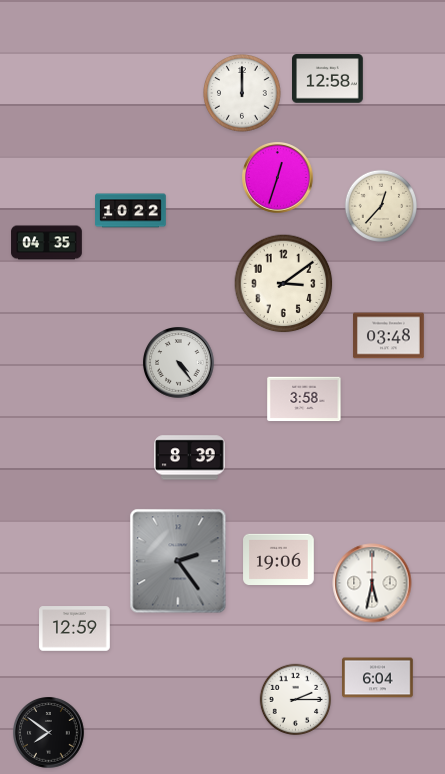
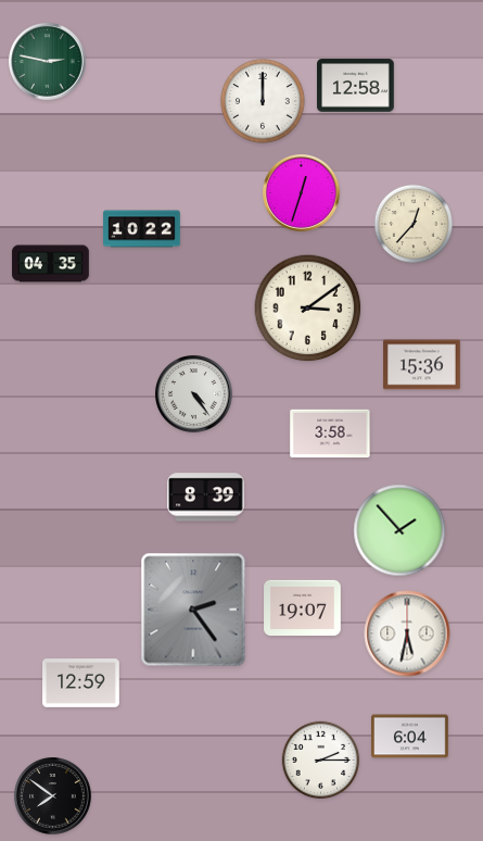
clock at (48, 62): none -> 2:47
clock at (389, 336): 03:48 -> 15:36
clock at (399, 530): none -> 1:53
clock at (279, 560): 19:06 -> 19:07
clock at (372, 583) position: (372, 583) -> (407, 633)
